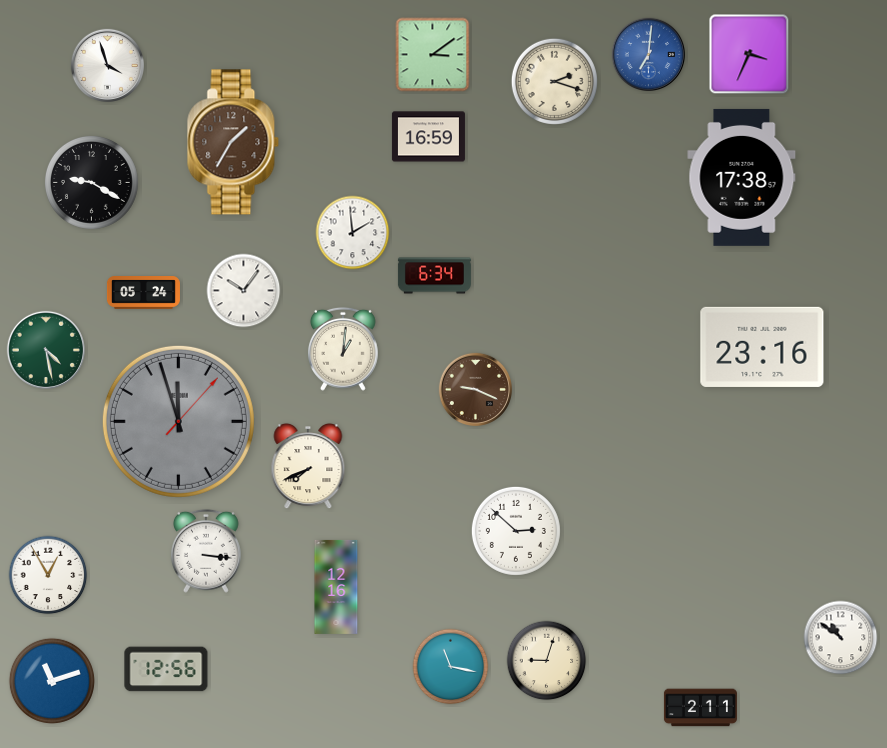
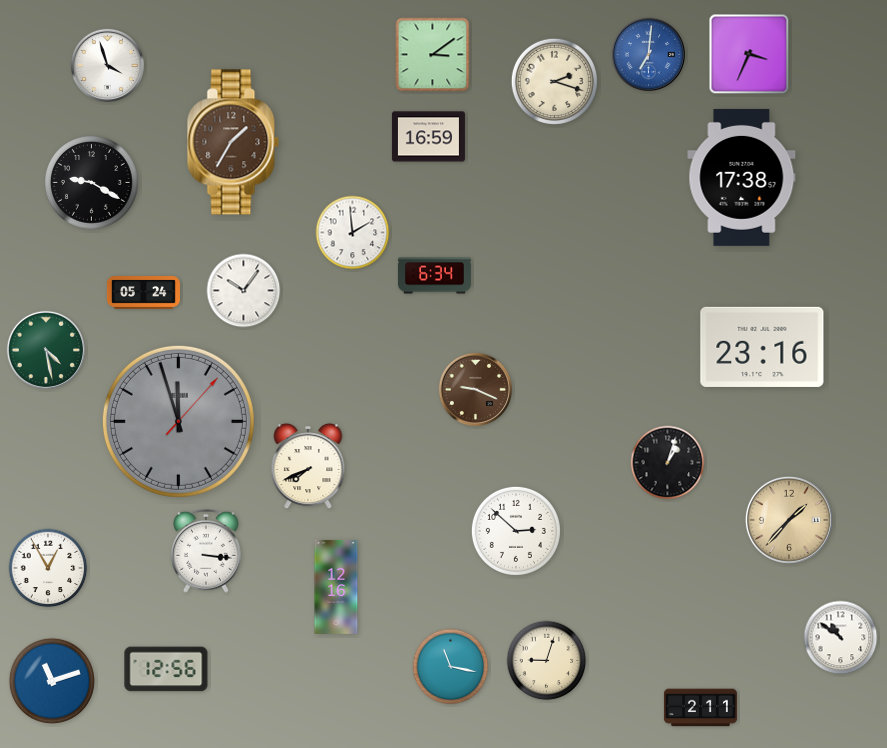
clock at (343, 349): 1:01 -> none
clock at (668, 463): none -> 1:03
clock at (789, 520): none -> 1:37
clock at (48, 575) position: (48, 575) -> (48, 568)
